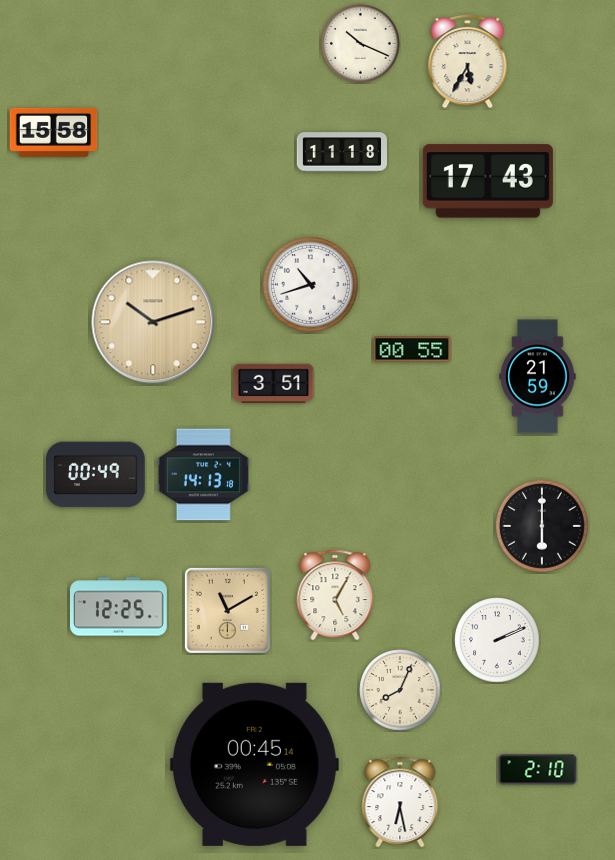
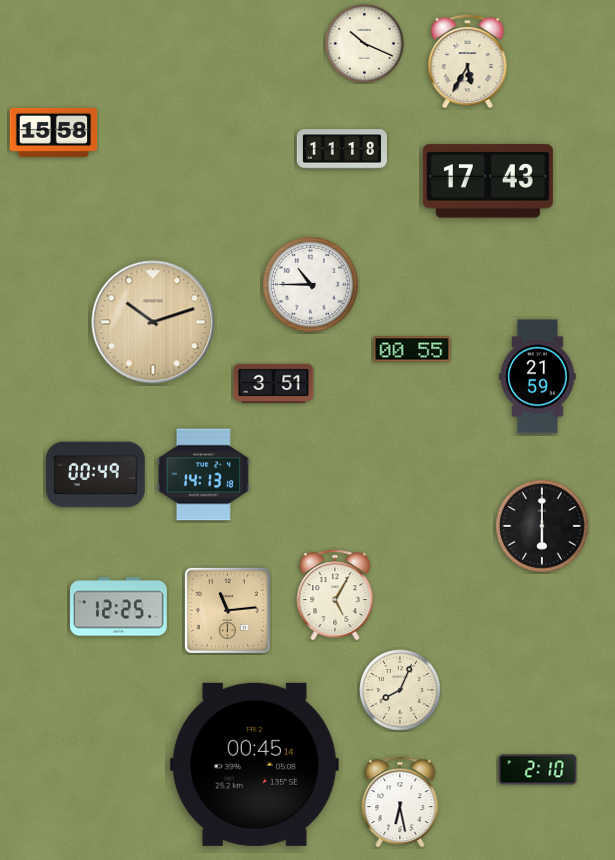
clock at (361, 44) position: (361, 44) -> (365, 44)
clock at (341, 152) position: (341, 152) -> (341, 149)
clock at (311, 285): 10:42 -> 10:45
clock at (227, 610): 11:10 -> 11:14
clock at (497, 640): 2:11 -> none
